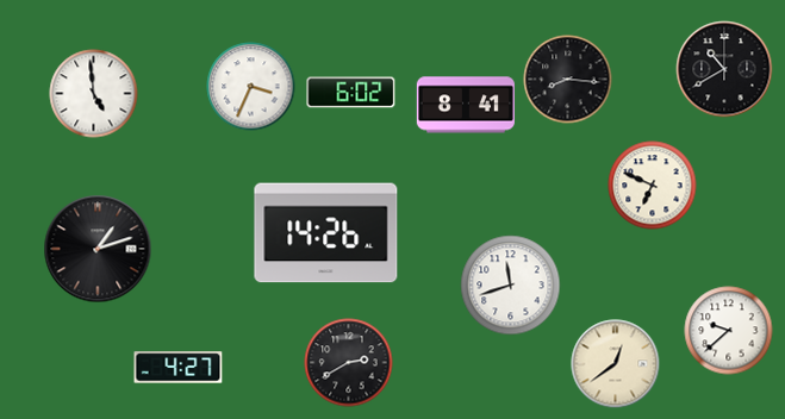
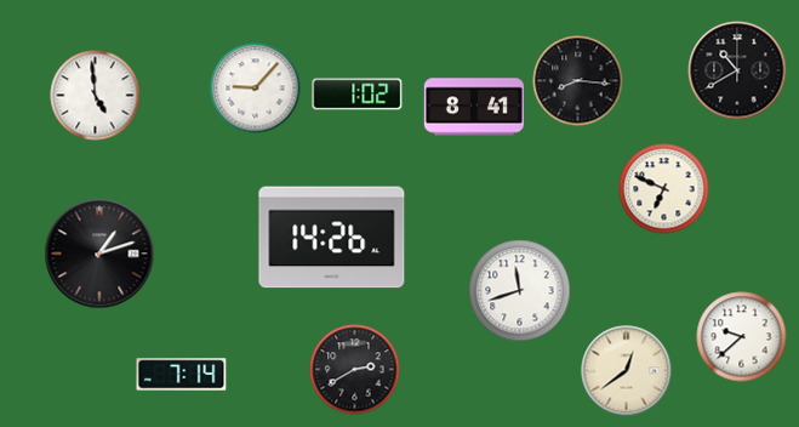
clock at (251, 87): 3:34 -> 9:07
clock at (351, 93): 6:02 -> 1:02
clock at (179, 368): 4:27 -> 7:14
